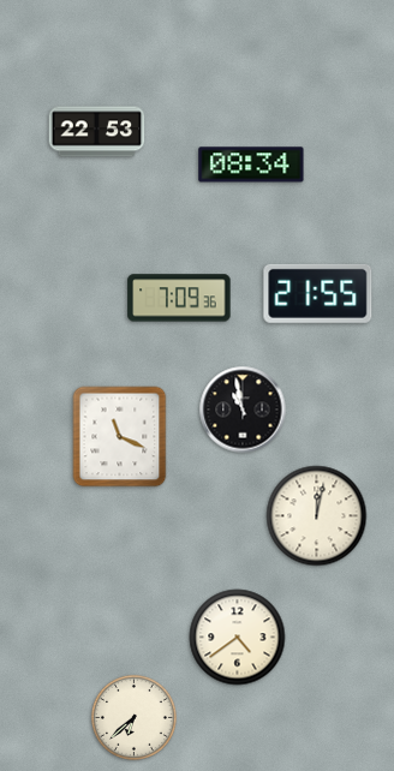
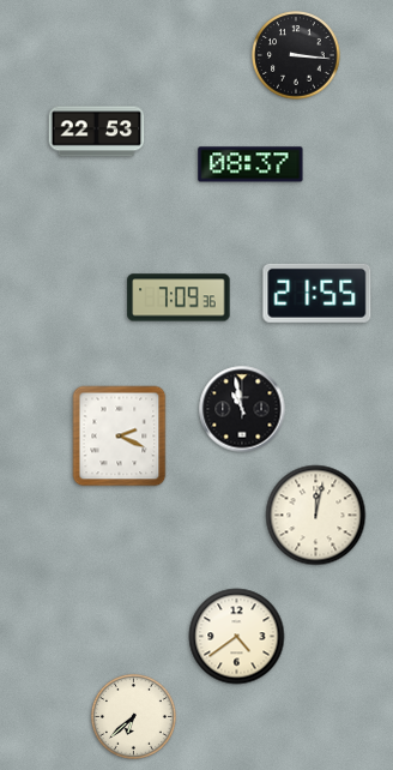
clock at (296, 55): none -> 3:16
clock at (251, 165): 08:34 -> 08:37
clock at (120, 437): 11:19 -> 2:19
